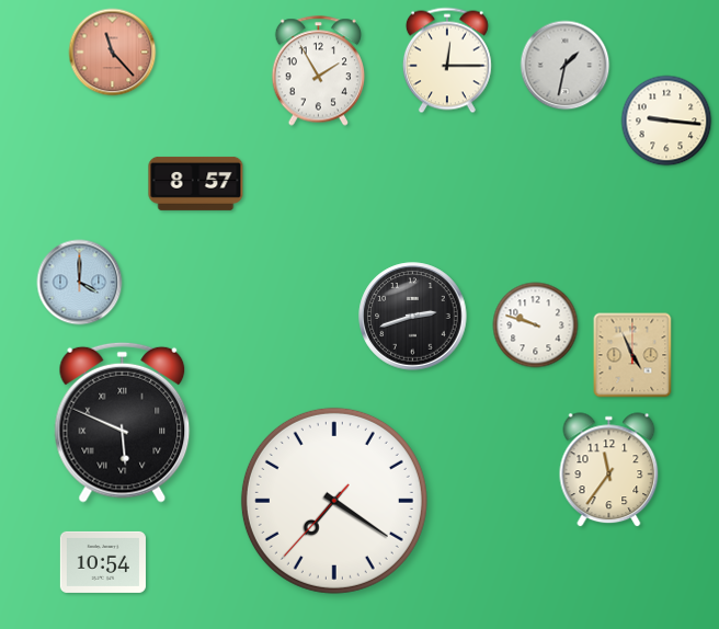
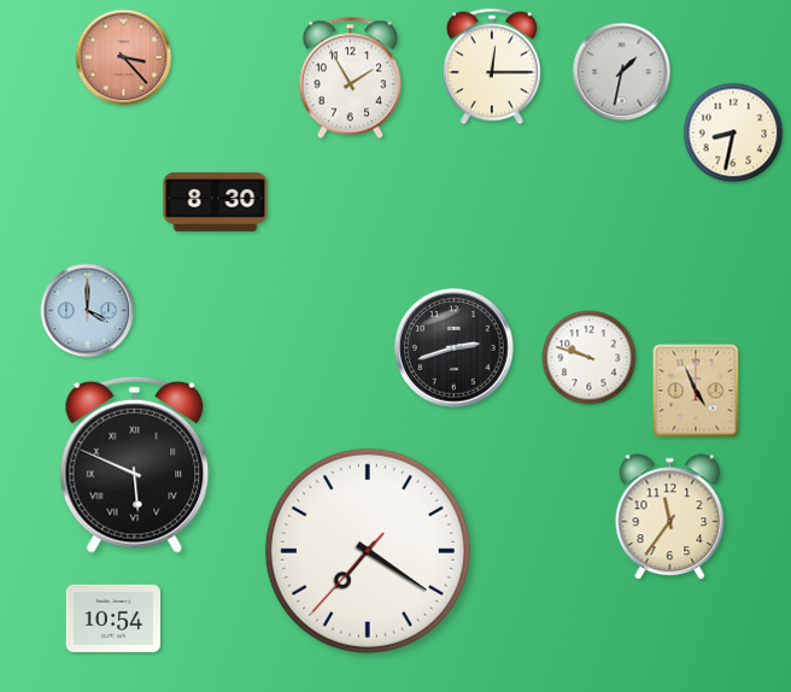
clock at (113, 53): 11:23 -> 3:23
clock at (666, 121): 9:16 -> 8:32
clock at (196, 183): 8:57 -> 8:30
